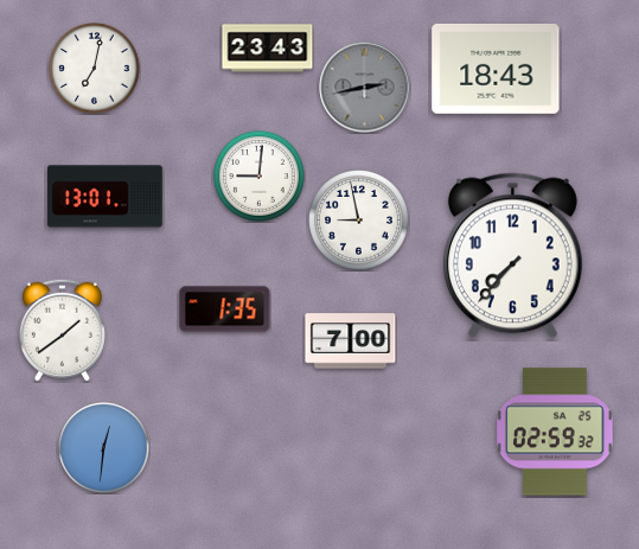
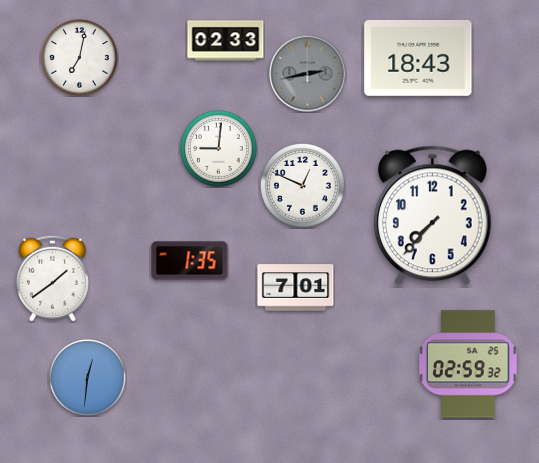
clock at (268, 49): 23:43 -> 02:33
clock at (104, 197): 13:01 -> none
clock at (359, 221): 8:58 -> 12:49
clock at (351, 341): 7:00 -> 7:01
